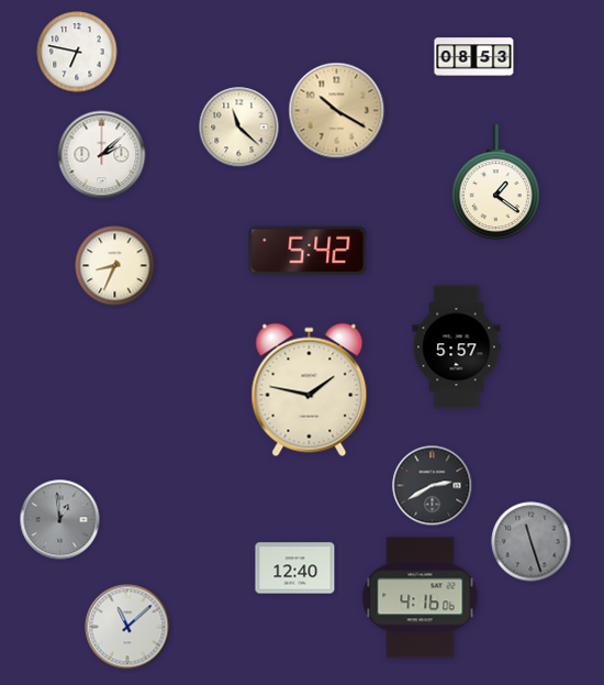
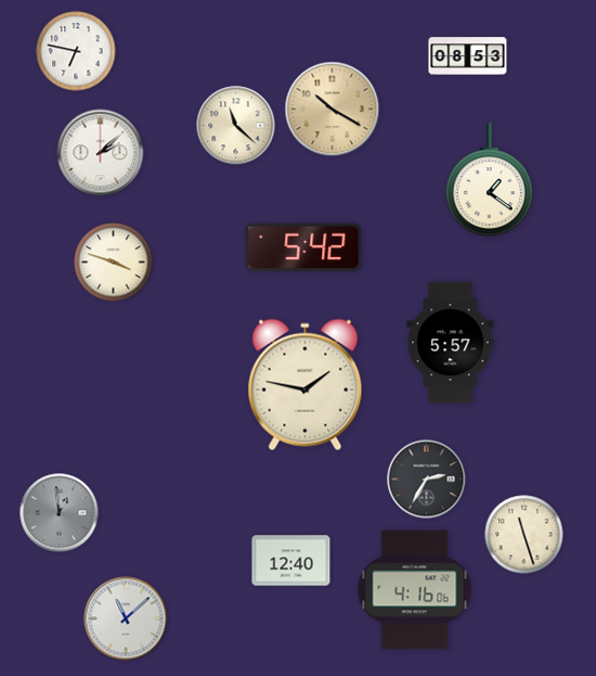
clock at (115, 266): 8:34 -> 3:48
clock at (433, 486): 2:40 -> 2:35
clock at (532, 542) dial: grey -> cream
